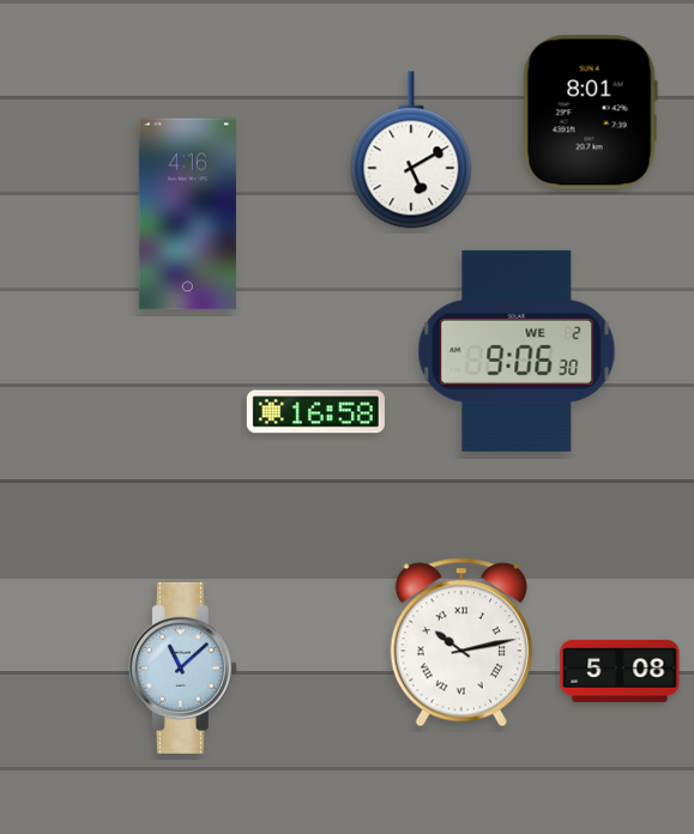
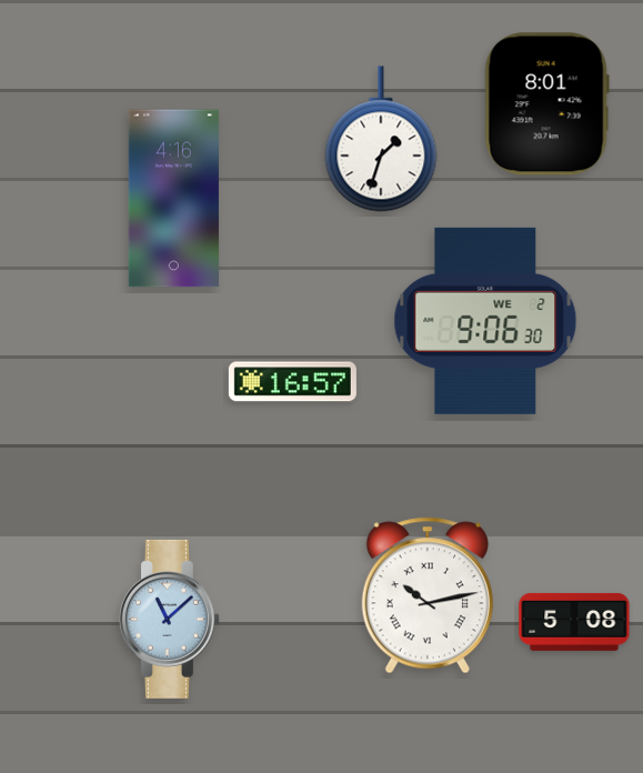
clock at (411, 150): 5:10 -> 1:33
clock at (517, 351) position: (517, 351) -> (485, 321)
clock at (315, 412): 16:58 -> 16:57
